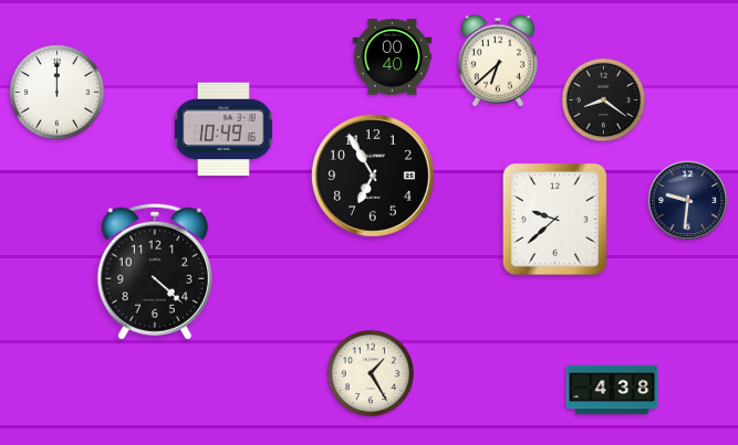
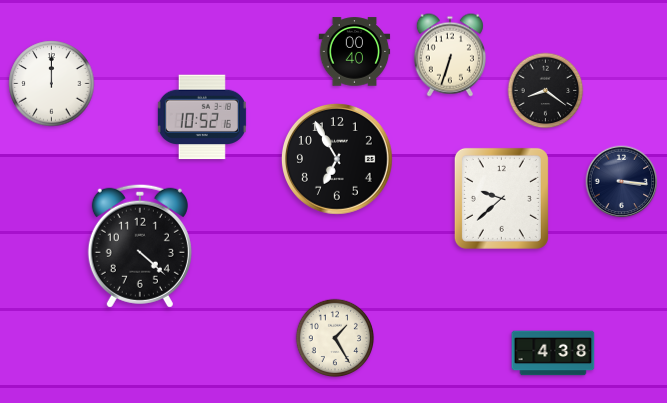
clock at (498, 61): 6:38 -> 6:33
clock at (224, 129): 10:49 -> 10:52
clock at (688, 201): 9:31 -> 3:16
